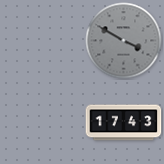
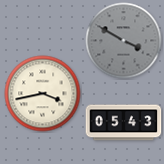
clock at (43, 94): none -> 3:43
clock at (124, 123): 17:43 -> 05:43
